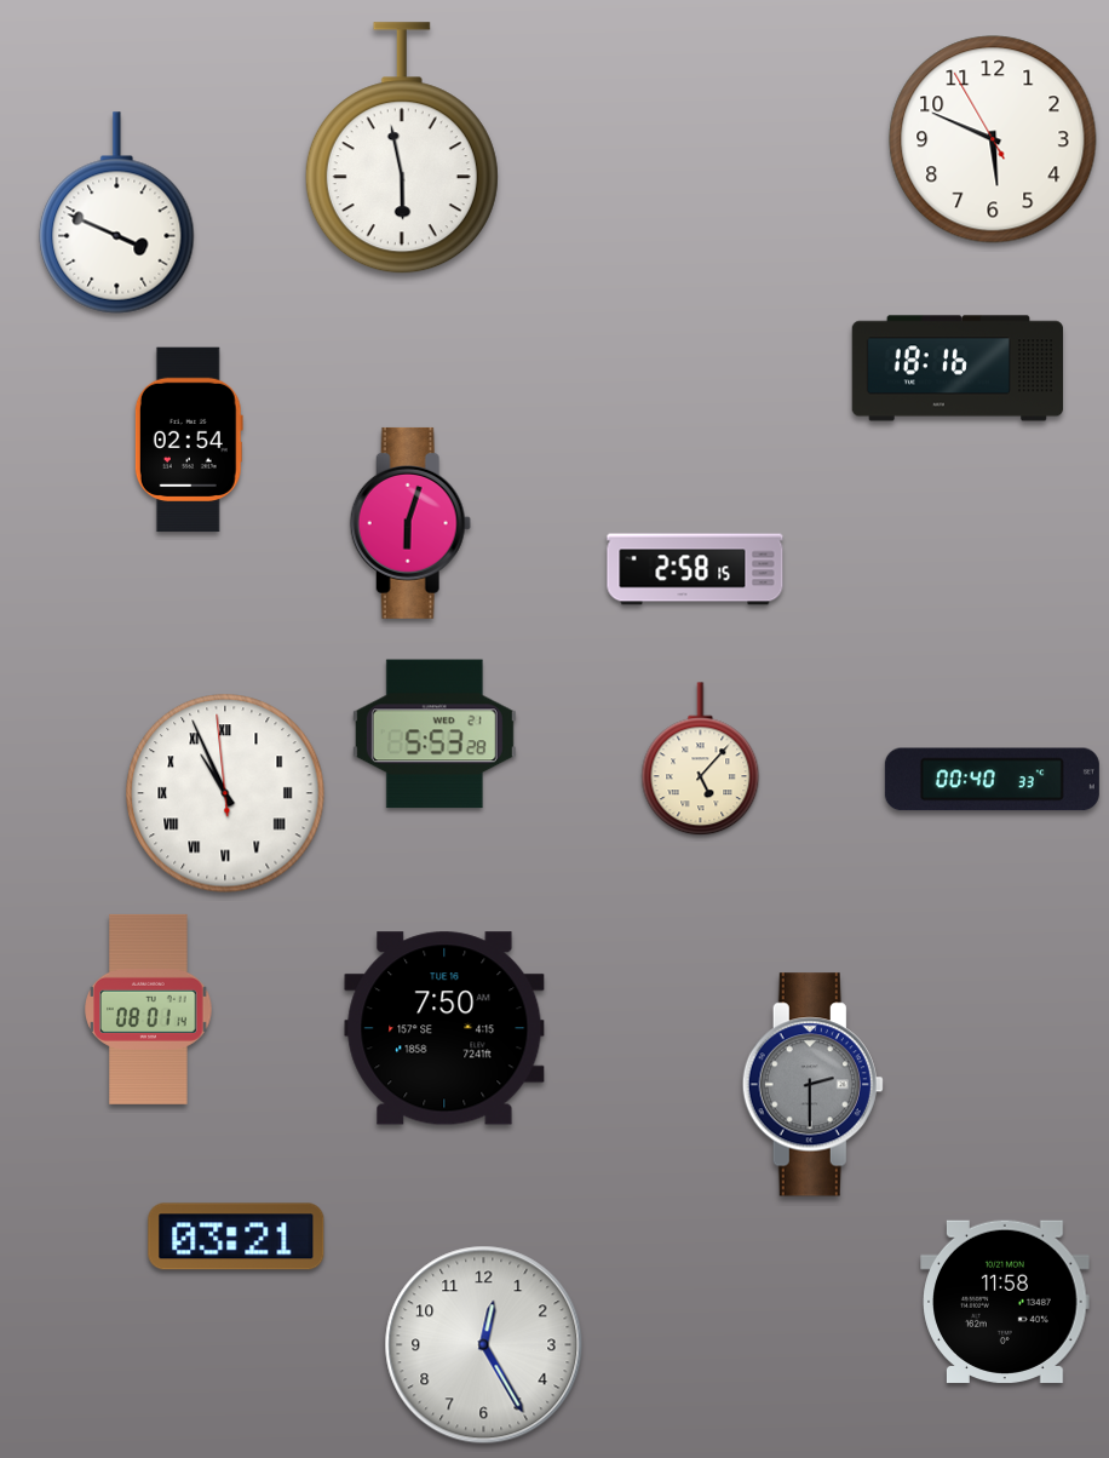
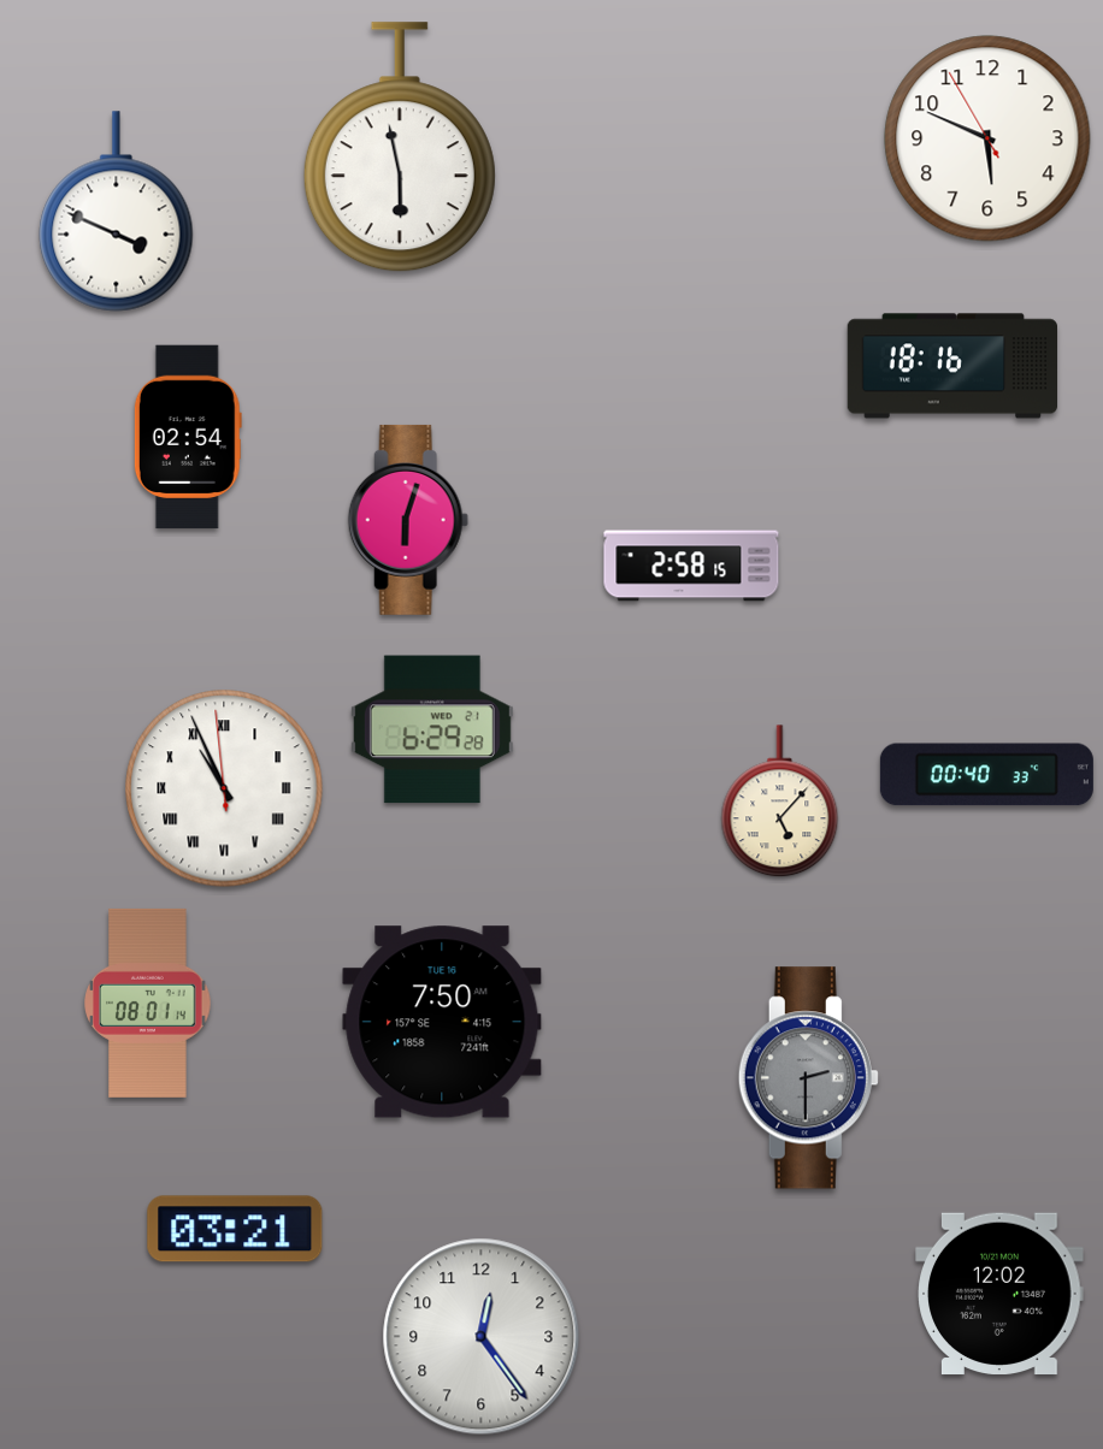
clock at (435, 734): 5:53 -> 6:29
clock at (701, 759) position: (701, 759) -> (780, 802)
clock at (1005, 1302): 11:58 -> 12:02
clock at (484, 1345): 12:25 -> 12:24
